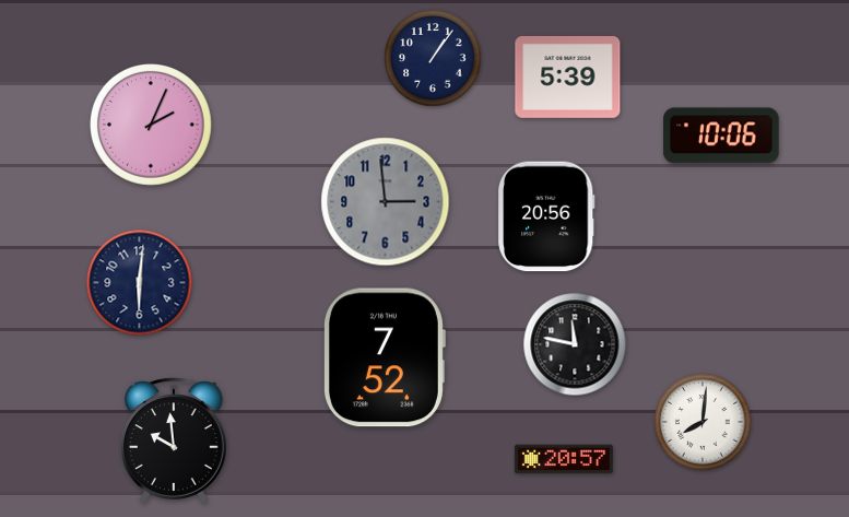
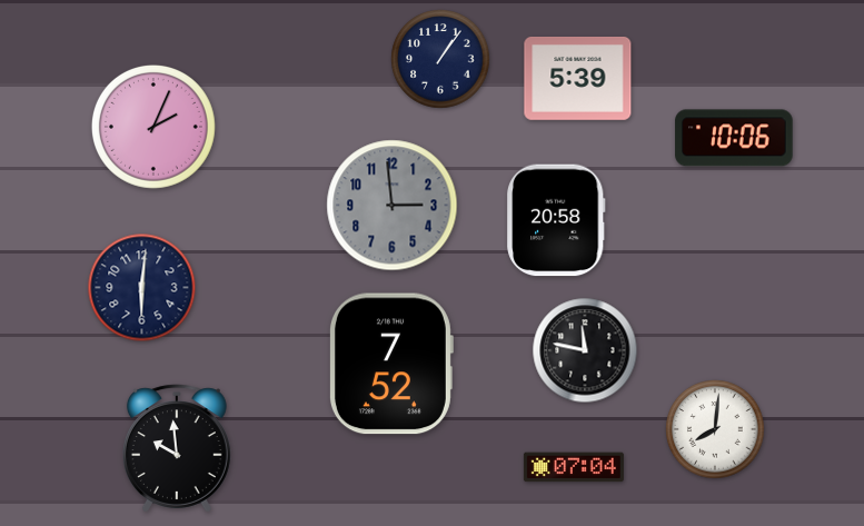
clock at (547, 216): 20:56 -> 20:58
clock at (564, 459): 20:57 -> 07:04
